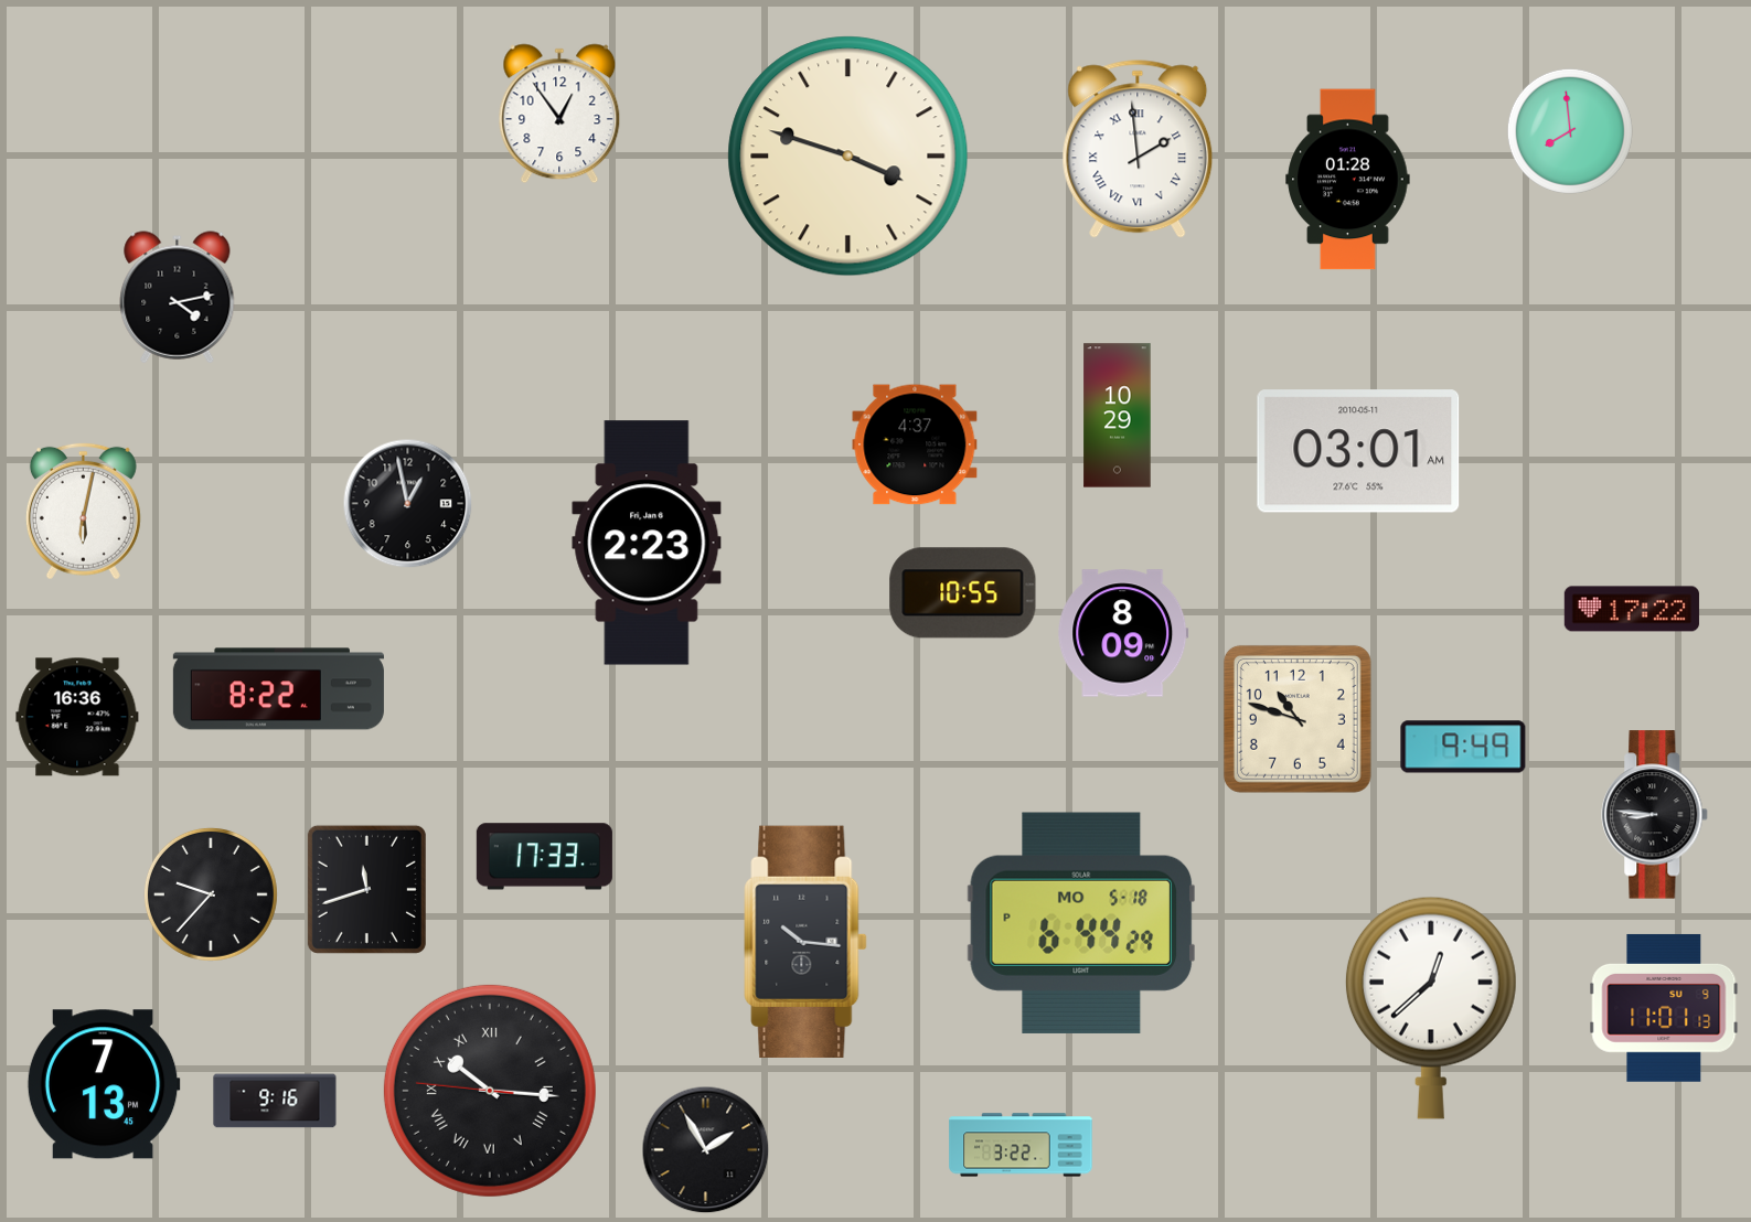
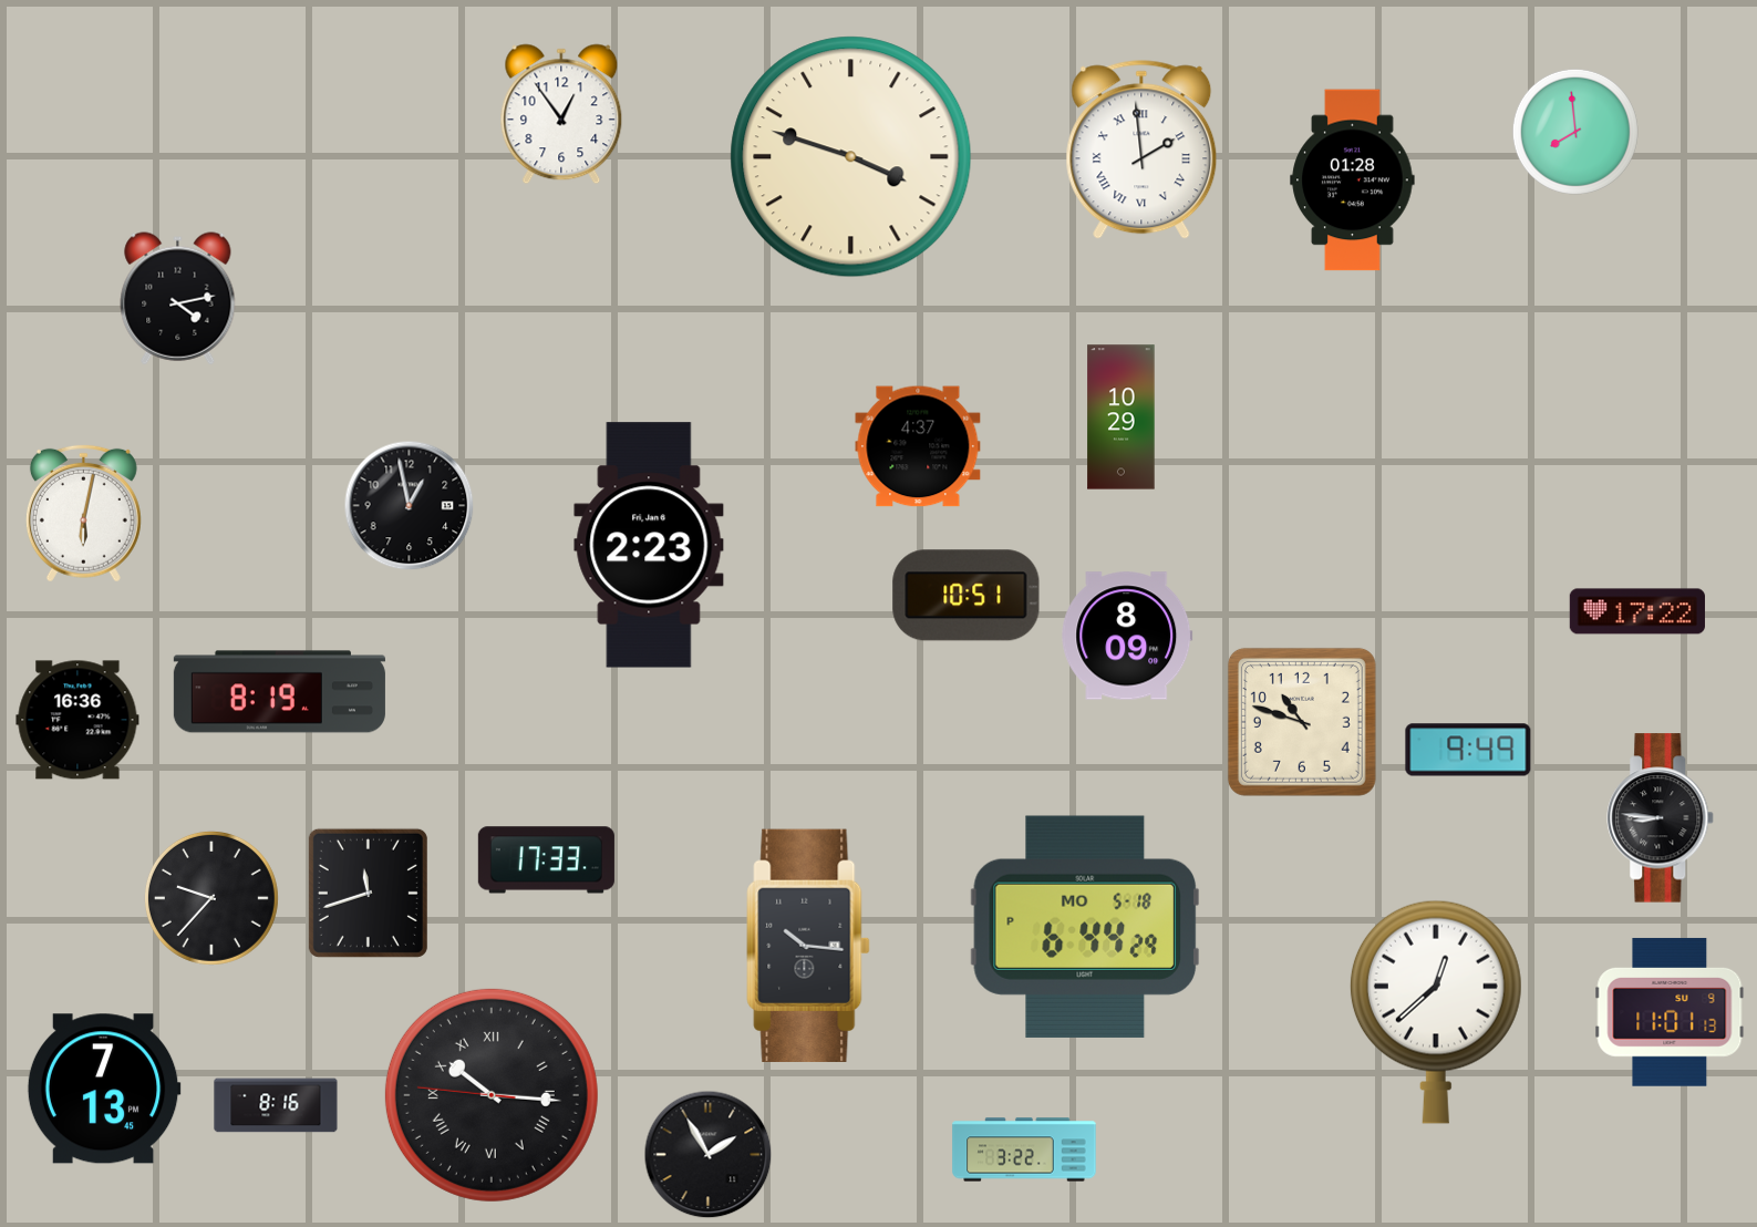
clock at (1358, 451): 03:01 -> none
clock at (963, 593): 10:55 -> 10:51
clock at (278, 689): 8:22 -> 8:19
clock at (275, 1101): 9:16 -> 8:16
